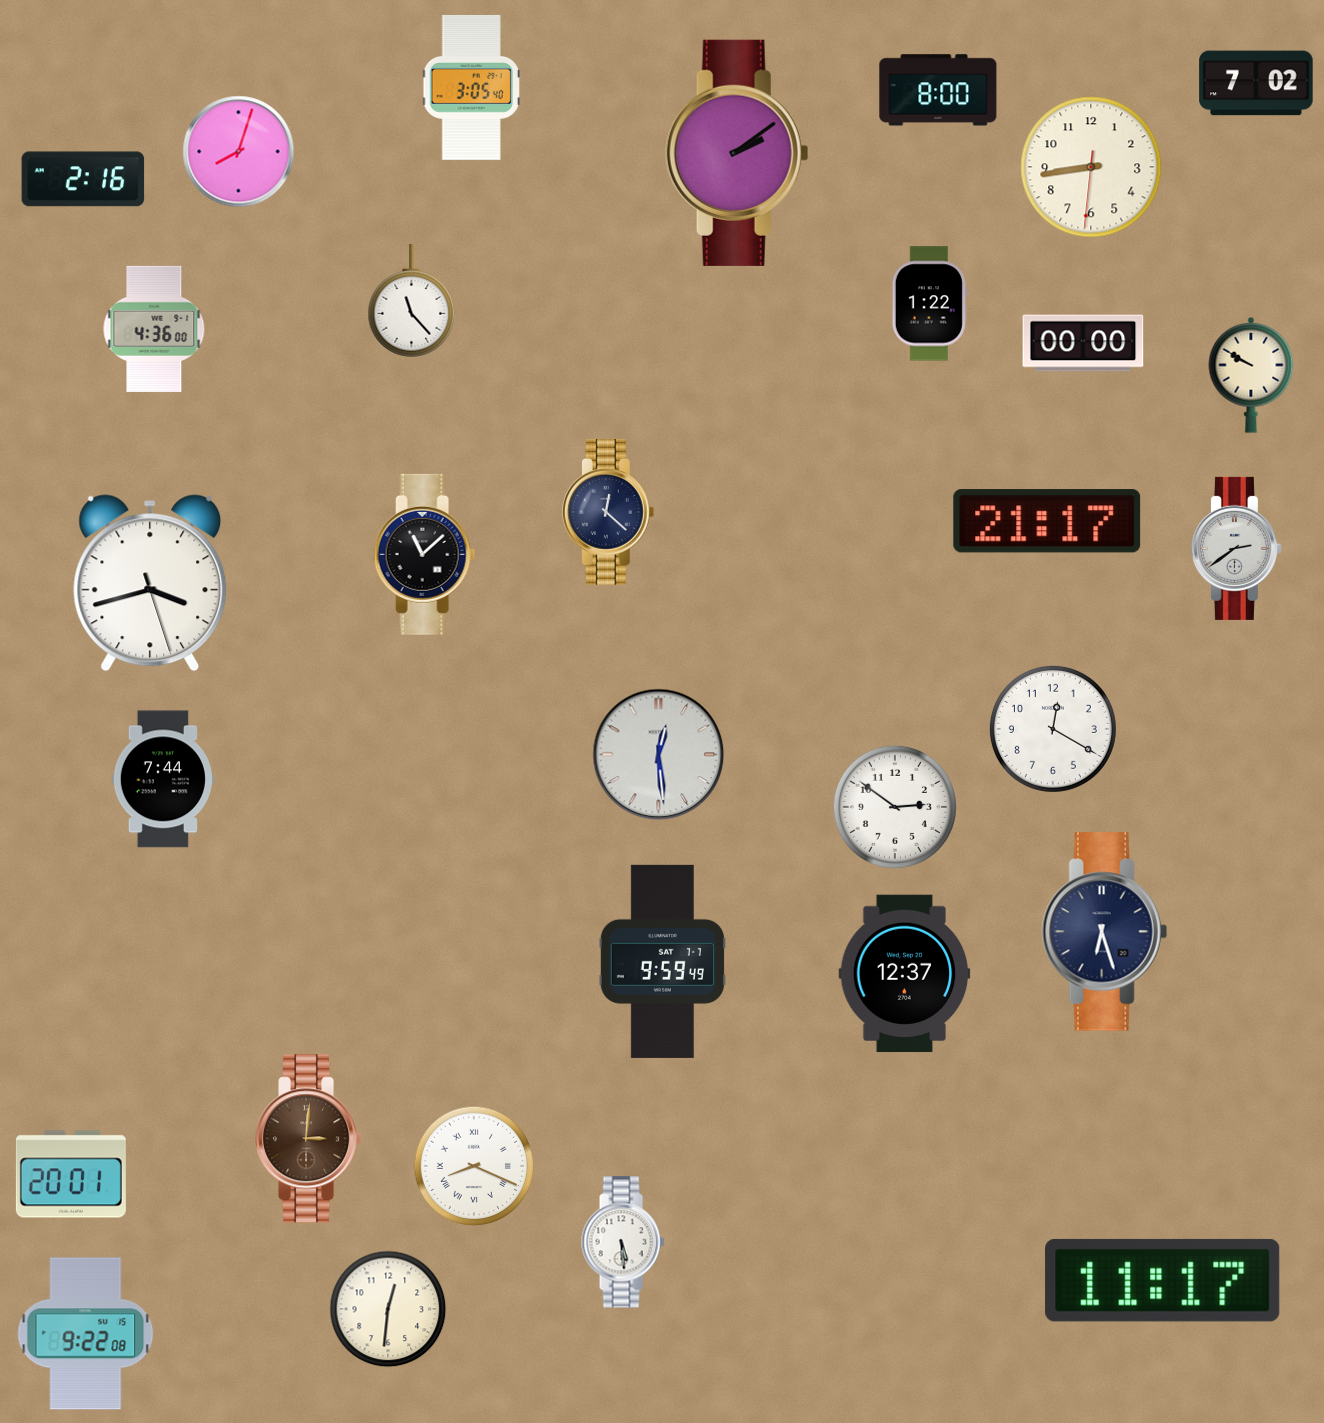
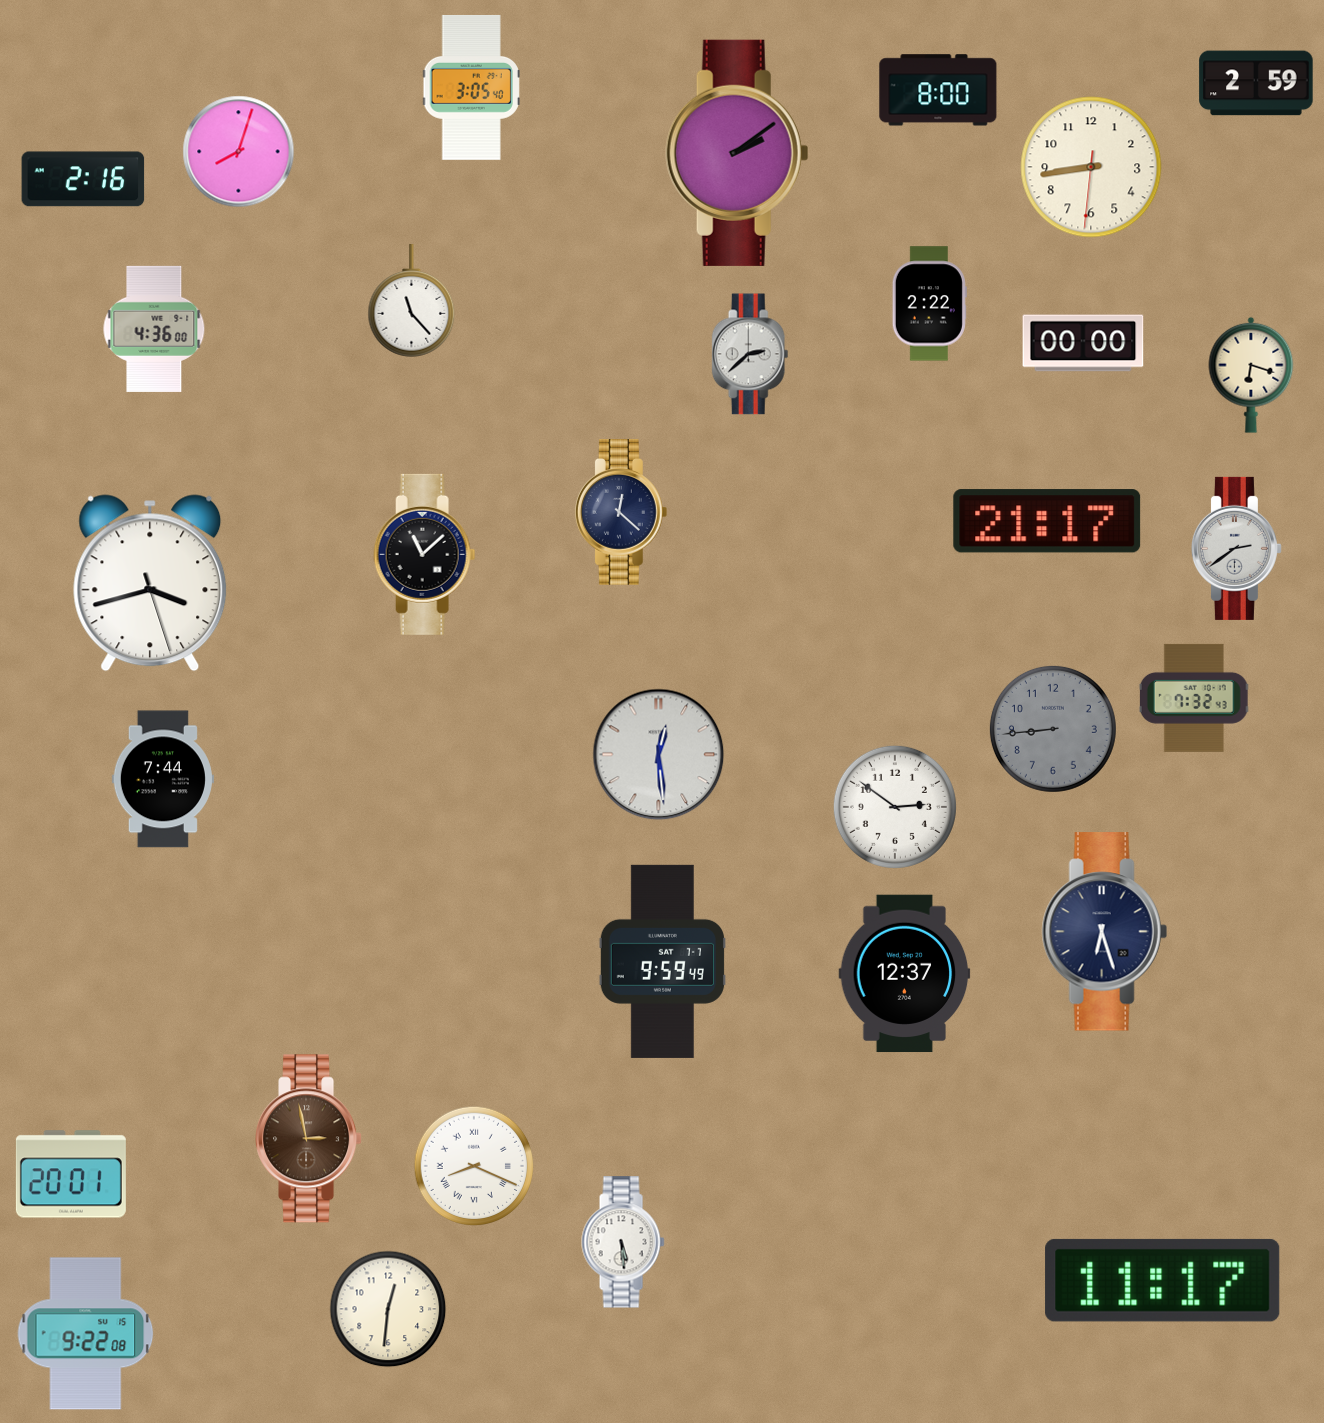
clock at (1256, 83): 7:02 -> 2:59
clock at (929, 304): 1:22 -> 2:22
clock at (750, 354): none -> 2:38
clock at (1251, 375): 9:50 -> 6:18
clock at (608, 513) position: (608, 513) -> (621, 513)
clock at (1194, 698): none -> 7:32
clock at (1053, 729): 12:20 -> 8:44
clock at (1053, 729) dial: white -> grey
clock at (309, 1139): 3:01 -> 2:58
